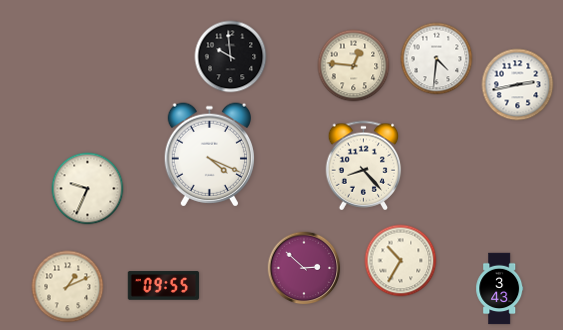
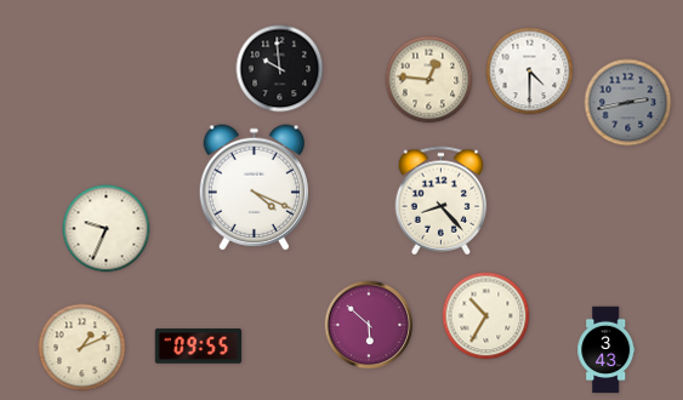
clock at (437, 59): 4:31 -> 4:30
clock at (518, 85) dial: white -> grey
clock at (304, 268): 2:52 -> 5:52
